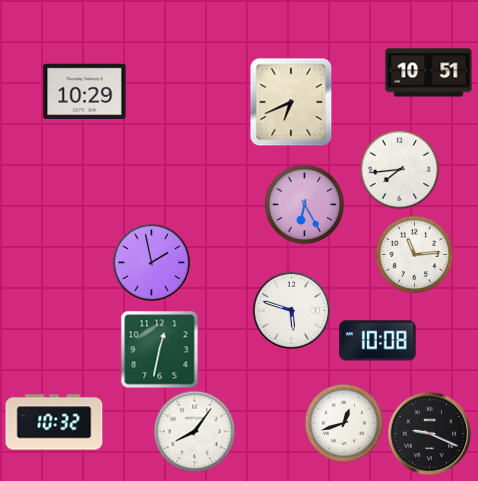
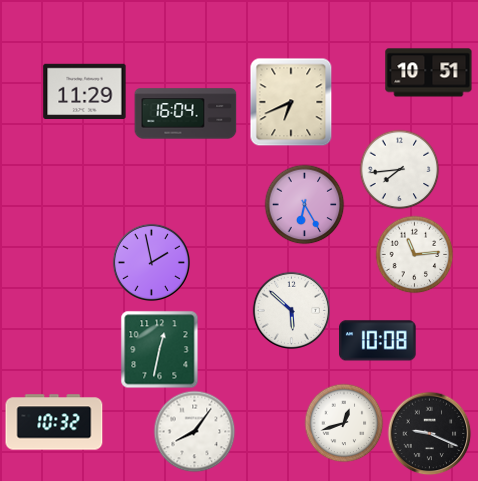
clock at (85, 91): 10:29 -> 11:29
clock at (186, 114): none -> 16:04
clock at (291, 310): 5:48 -> 5:52
